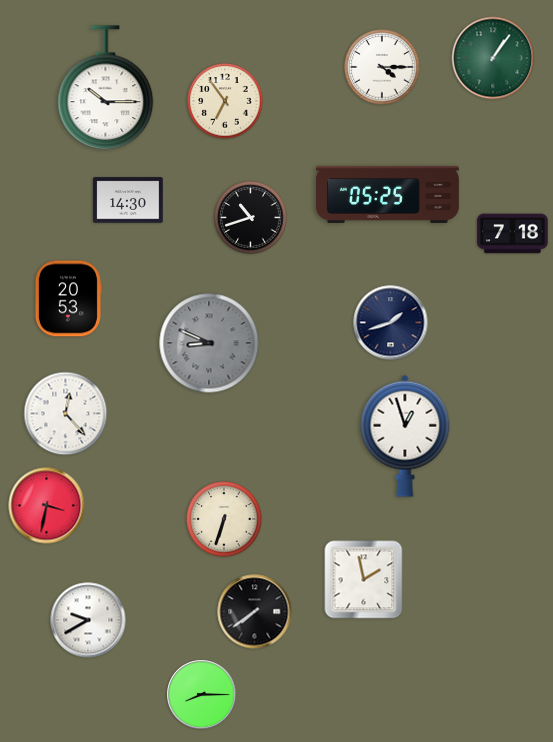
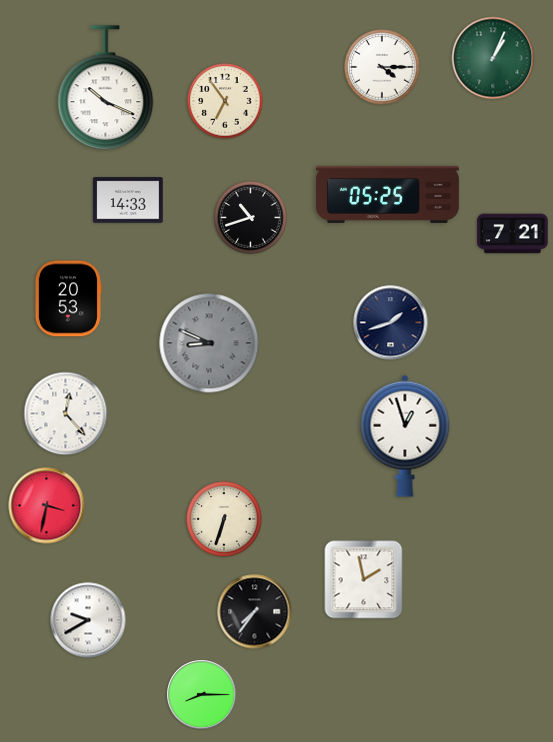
clock at (493, 58): 1:06 -> 1:04
clock at (106, 88): 10:15 -> 10:19
clock at (128, 200): 14:30 -> 14:33
clock at (513, 234): 7:18 -> 7:21
clock at (255, 612): 7:39 -> 7:36
